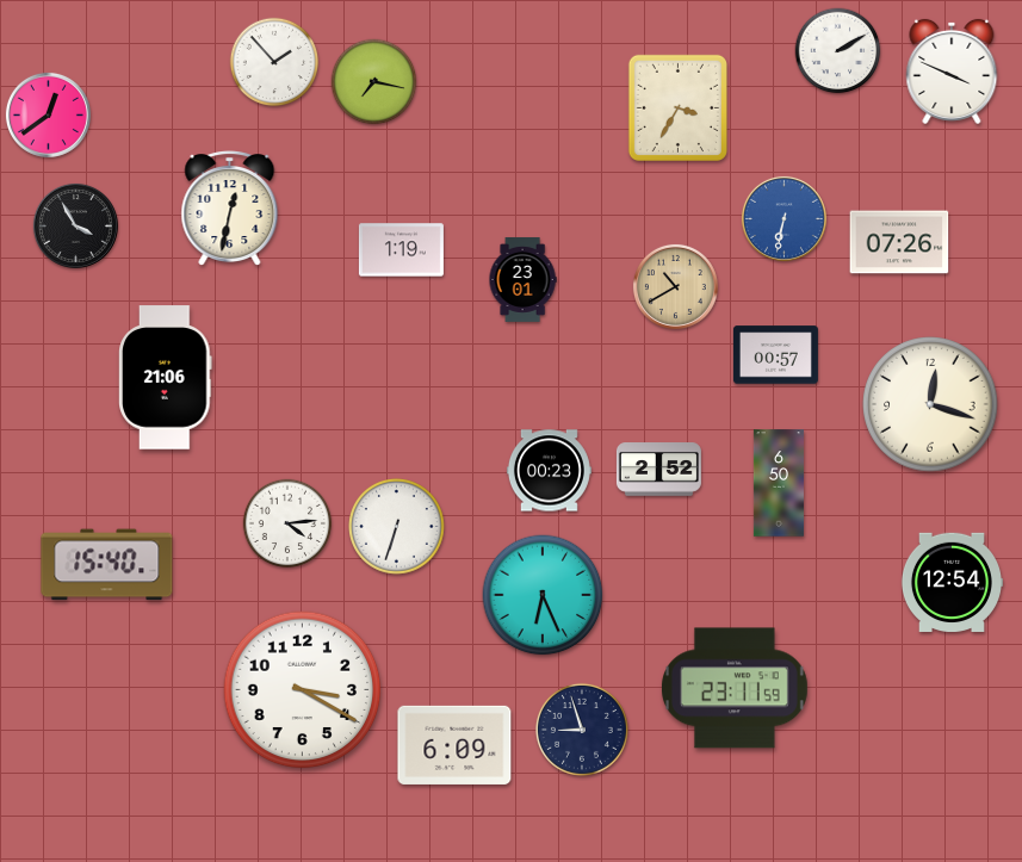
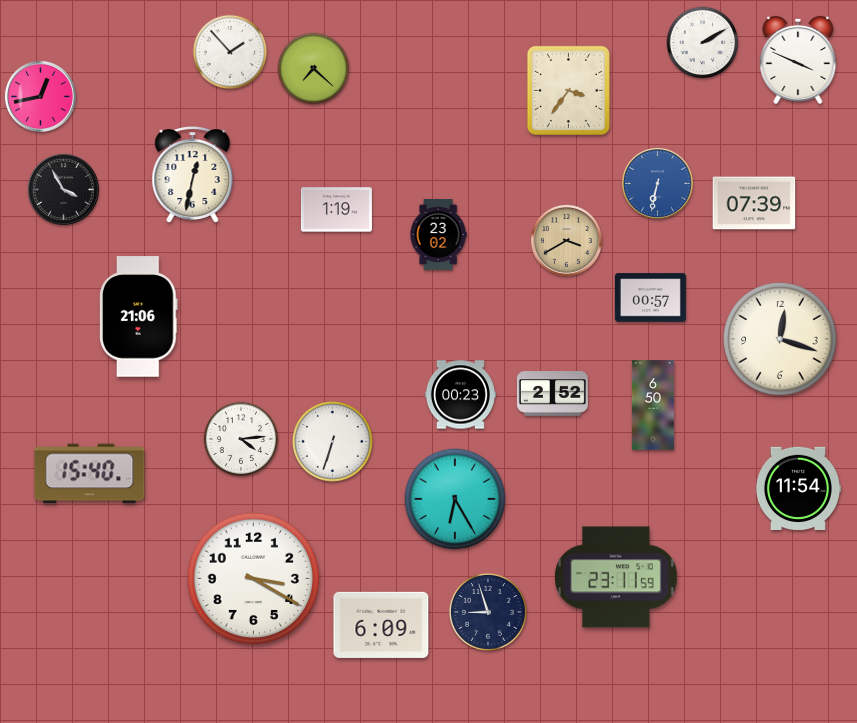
clock at (374, 82): 7:17 -> 7:22
clock at (677, 107): 3:35 -> 3:36
clock at (48, 114): 12:39 -> 12:43
clock at (899, 242): 07:26 -> 07:39
clock at (522, 279): 23:01 -> 23:02
clock at (675, 286): 10:40 -> 3:40
clock at (950, 582): 12:54 -> 11:54
clock at (543, 595): 6:26 -> 6:25
